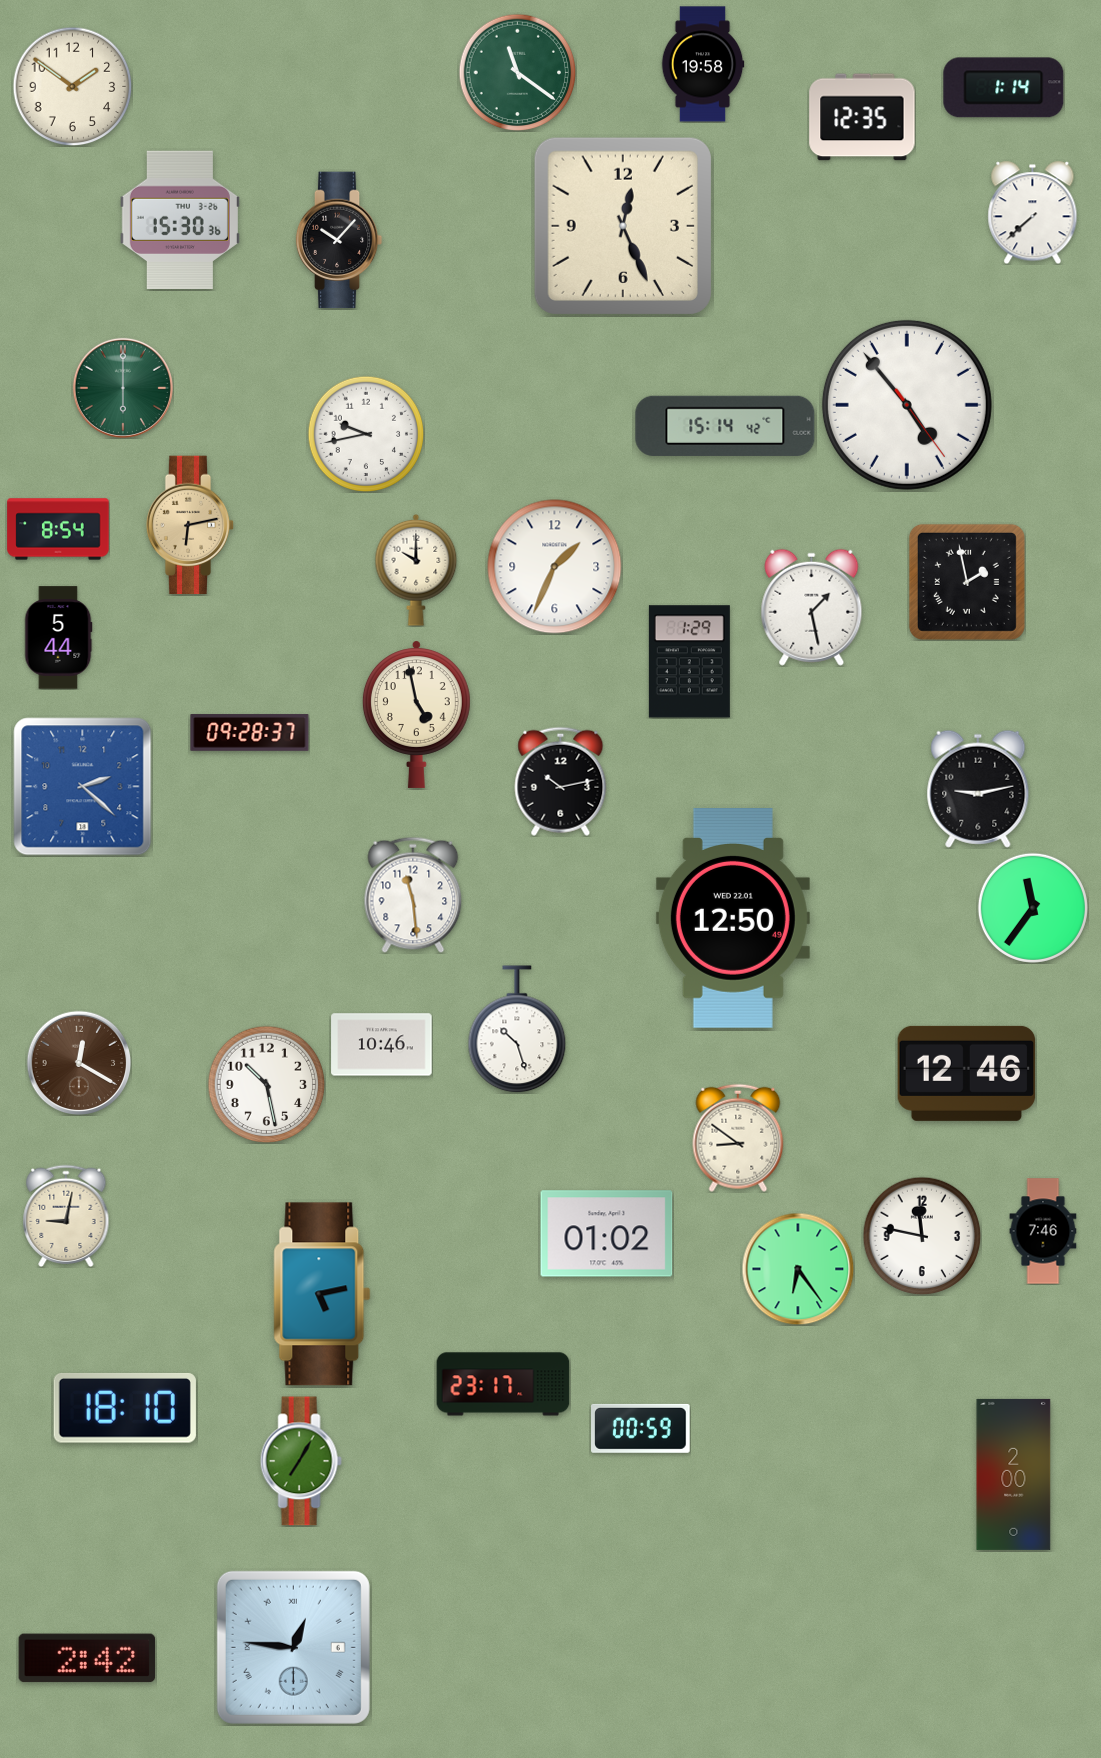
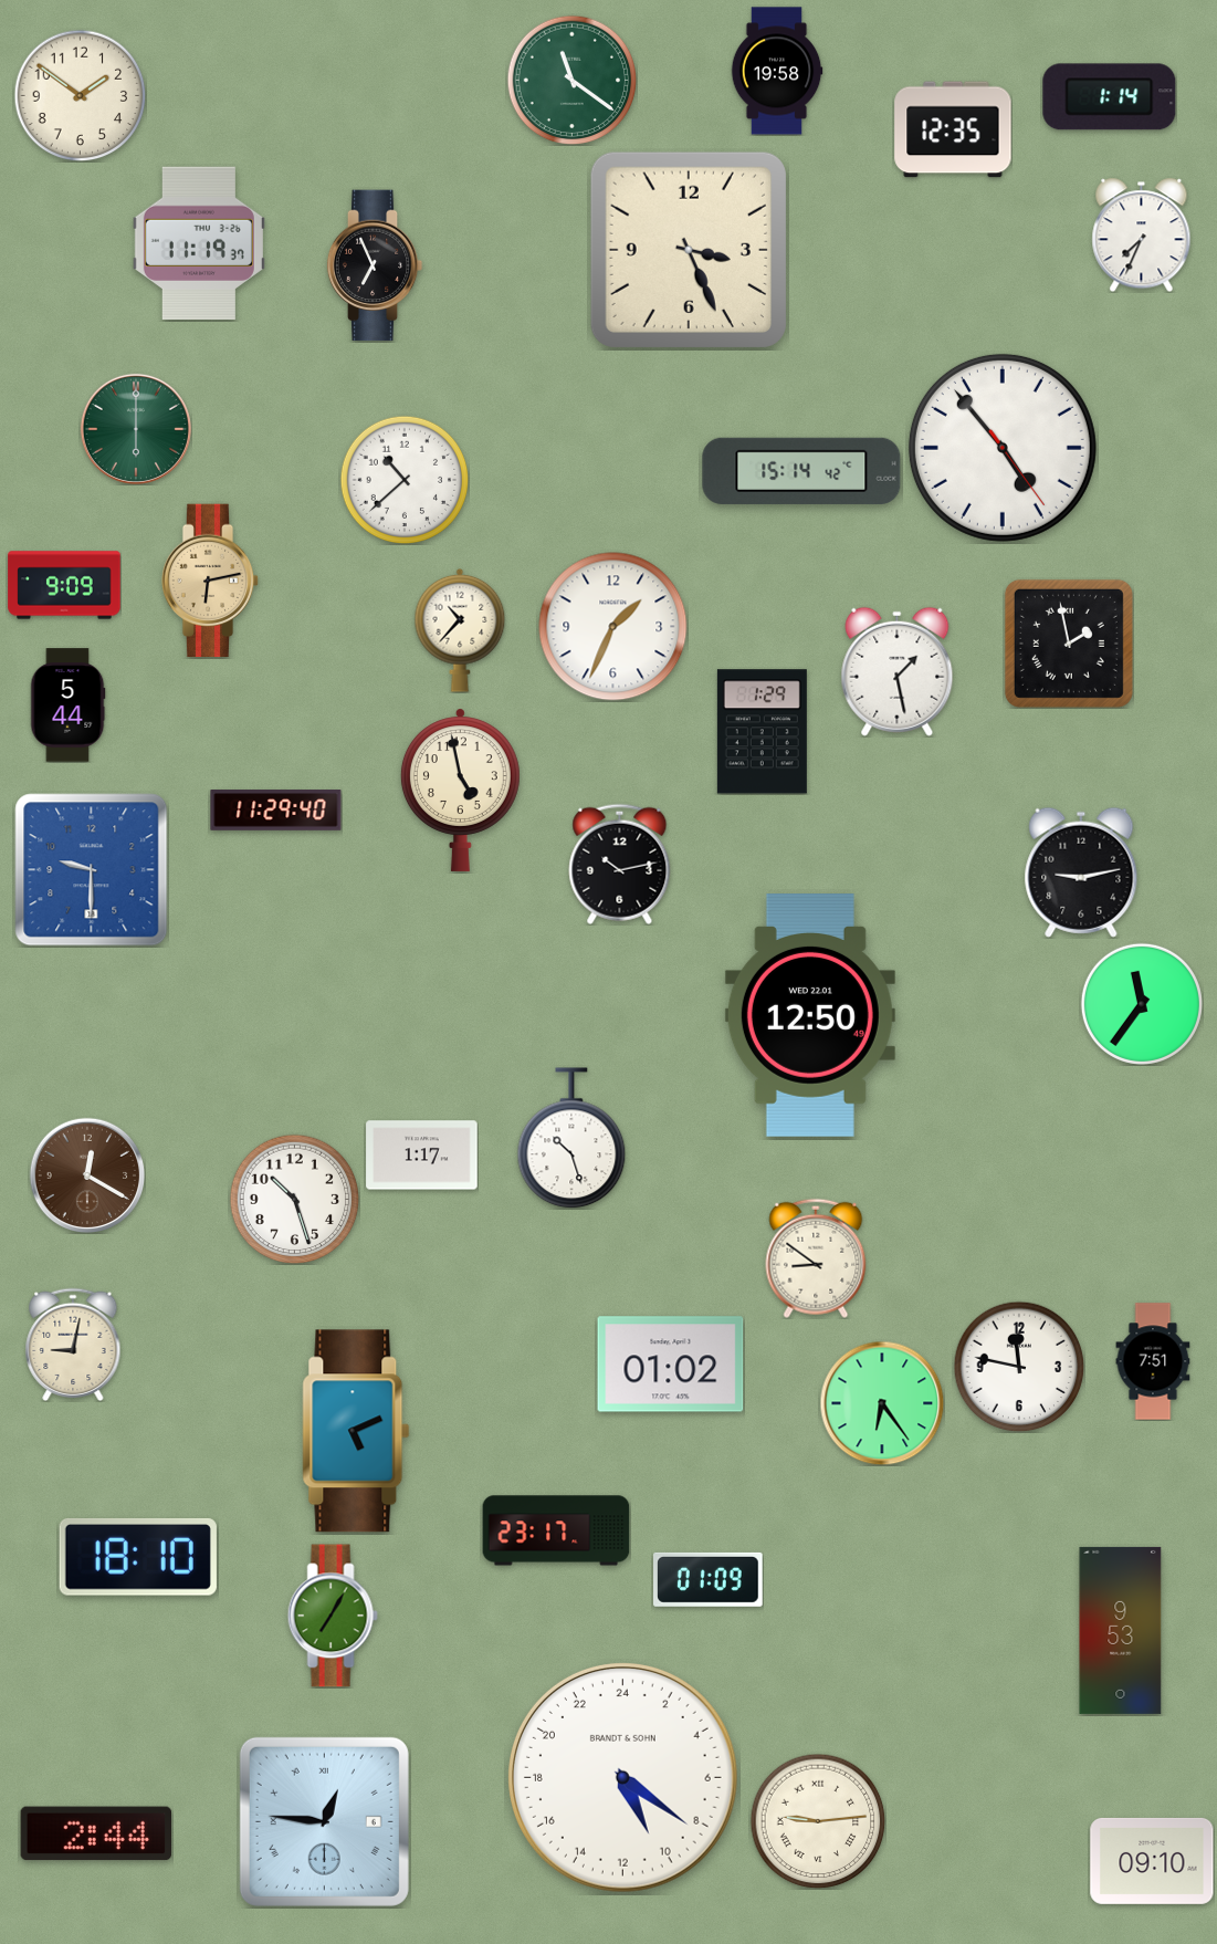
clock at (1033, 212): 7:38 -> 7:34
clock at (180, 220): 15:30 -> 11:19
clock at (623, 226): 12:26 -> 3:26
clock at (339, 240): 10:07 -> 6:56
clock at (366, 434): 9:43 -> 10:38
clock at (58, 529): 8:54 -> 9:09
clock at (416, 570): 10:00 -> 10:37
clock at (58, 638) position: (58, 638) -> (67, 706)
clock at (250, 733): 09:28 -> 11:29
clock at (83, 787): 2:22 -> 9:30
clock at (413, 895): 11:29 -> none
clock at (382, 1045): 10:46 -> 1:17
clock at (967, 1073): 12:46 -> none
clock at (266, 1084): 10:28 -> 10:27
clock at (1043, 1231): 7:46 -> 7:51
clock at (322, 1294): 5:13 -> 5:11
clock at (641, 1428): 00:59 -> 01:09
clock at (1014, 1474): 2:00 -> 9:53
clock at (622, 1777): none -> 10:21
clock at (818, 1821): none -> 9:14
clock at (87, 1658): 2:42 -> 2:44
clock at (1152, 1861): none -> 09:10
